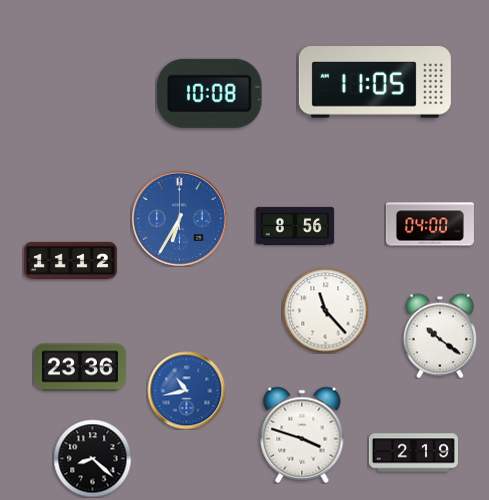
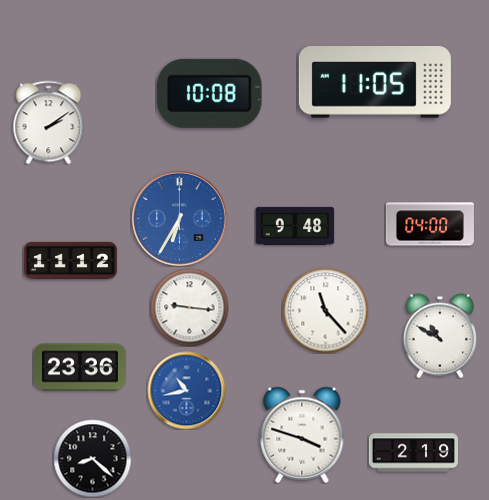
clock at (49, 122): none -> 2:09
clock at (295, 226): 8:56 -> 9:48
clock at (189, 307): none -> 9:16
clock at (440, 336): 10:21 -> 10:50
